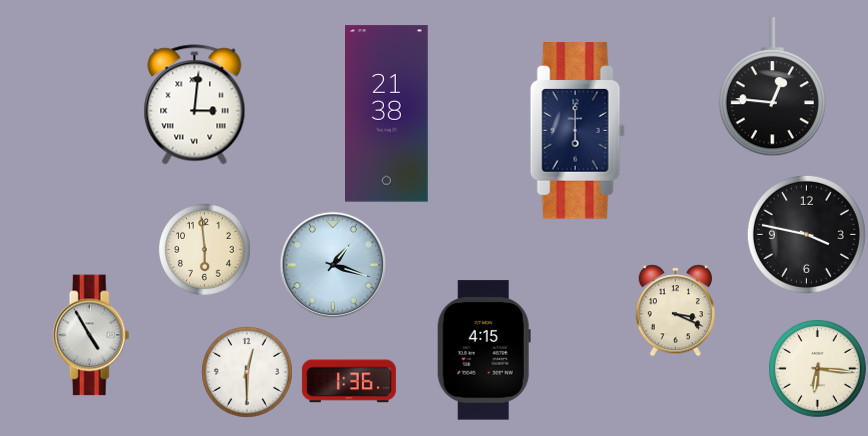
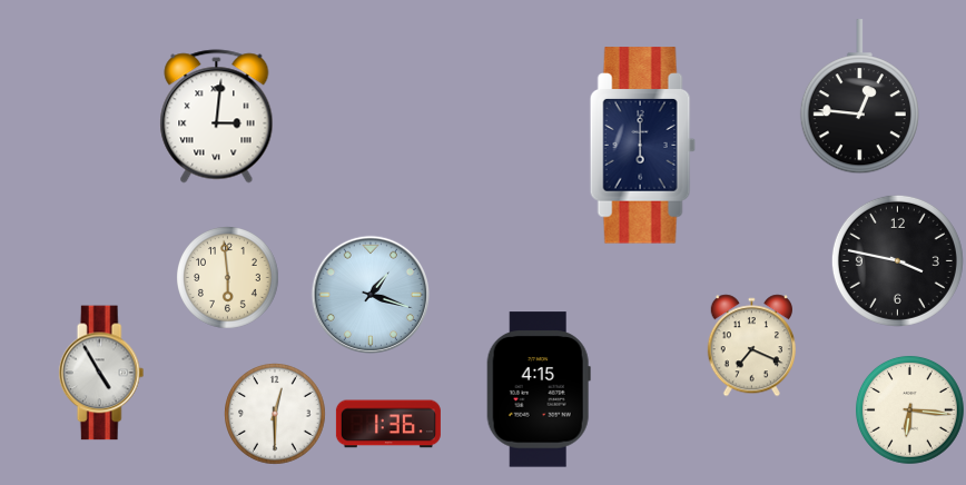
clock at (387, 114): 21:38 -> none
clock at (675, 311): 3:19 -> 7:19
